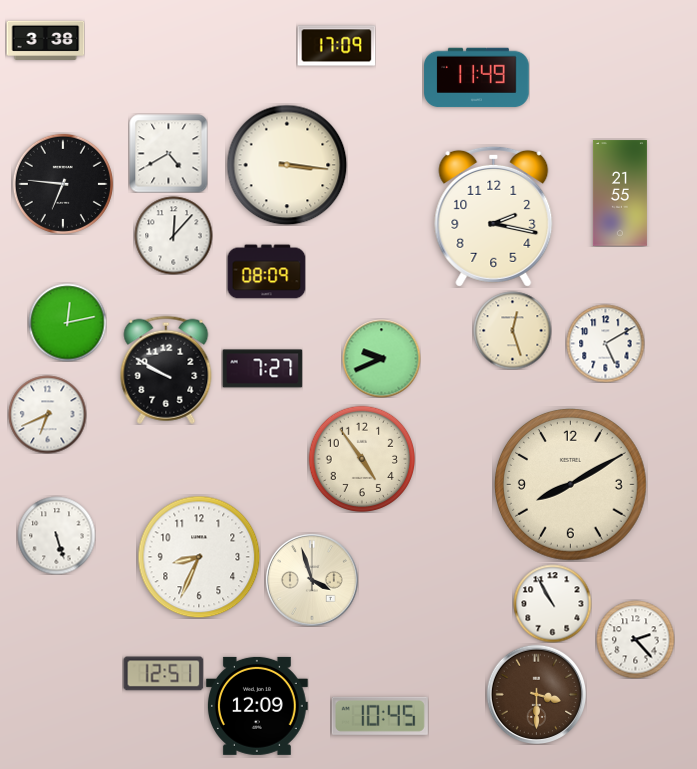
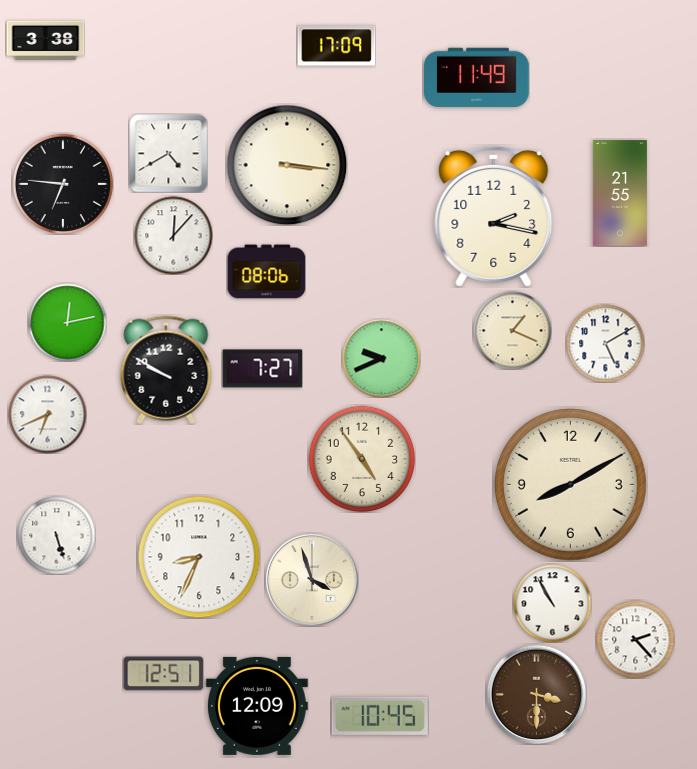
clock at (266, 272): 08:09 -> 08:06
clock at (512, 330): 12:27 -> 1:19
